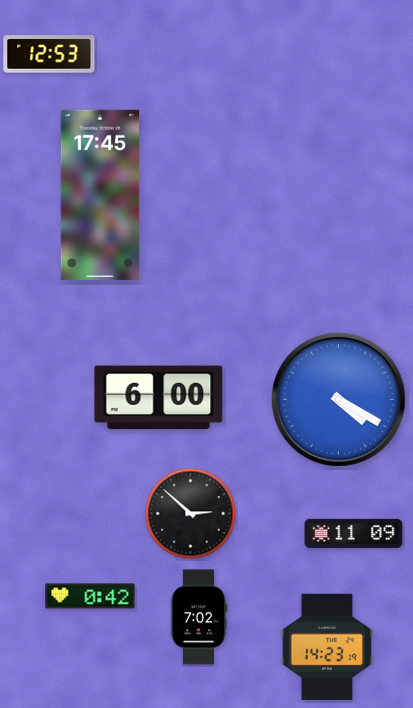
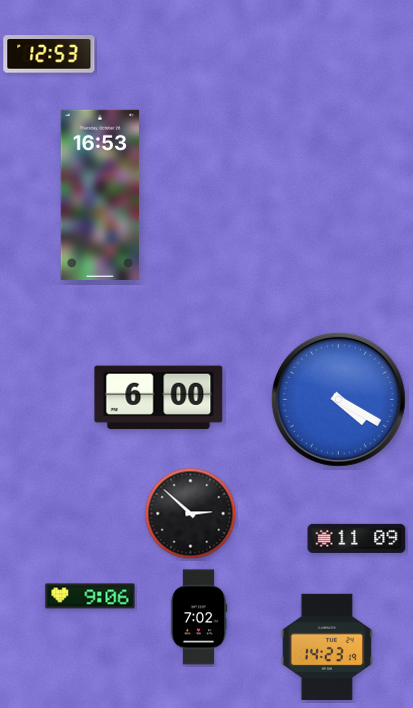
clock at (100, 195): 17:45 -> 16:53
clock at (354, 533) position: (354, 533) -> (357, 538)
clock at (90, 596): 0:42 -> 9:06
